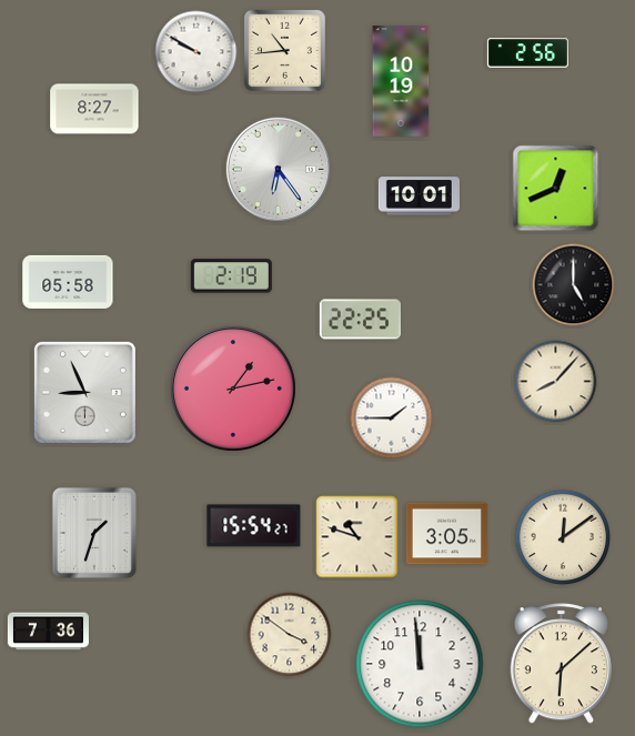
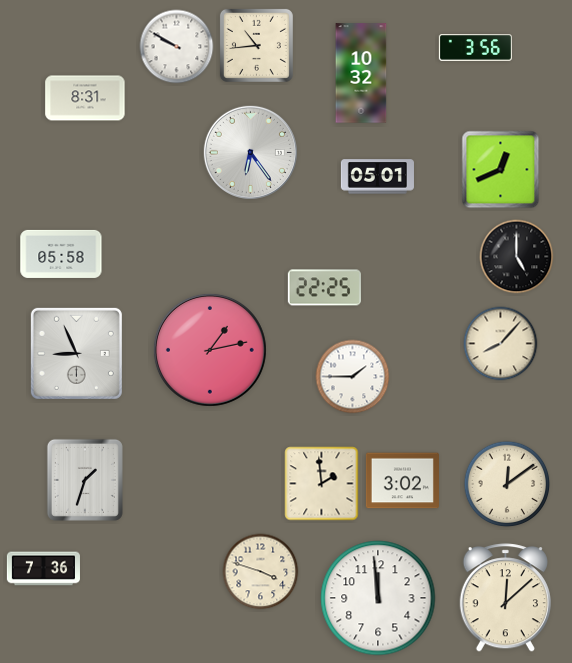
clock at (527, 53): 2:56 -> 3:56
clock at (401, 81): 10:19 -> 10:32
clock at (94, 109): 8:27 -> 8:31
clock at (419, 196): 10:01 -> 05:01
clock at (231, 276): 2:19 -> none
clock at (254, 526): 15:54 -> none
clock at (446, 534): 3:05 -> 3:02
clock at (357, 537): 10:48 -> 1:59
clock at (290, 635): 3:51 -> 3:48
clock at (561, 664): 6:08 -> 12:08
